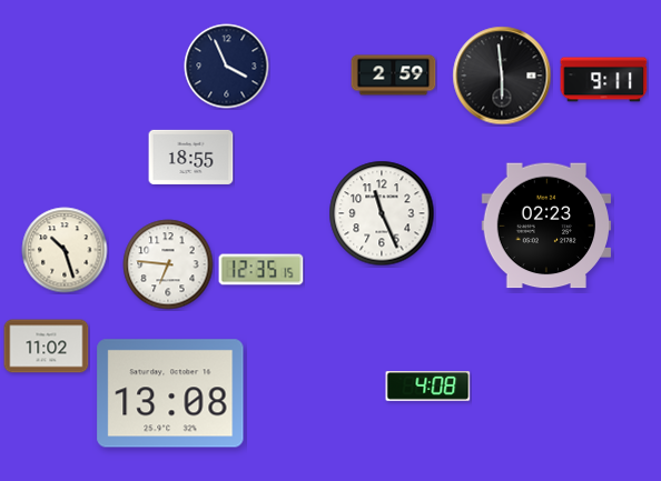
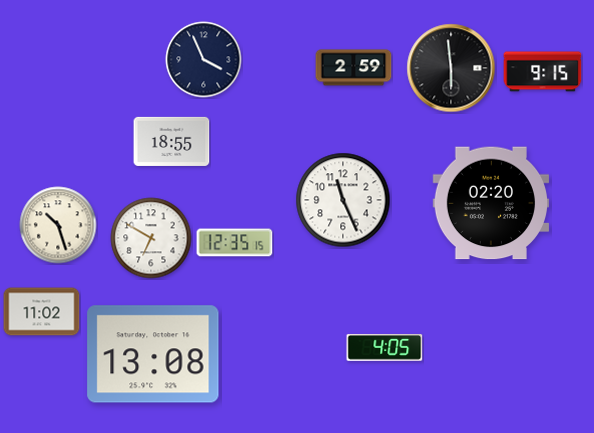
clock at (604, 80): 9:11 -> 9:15
clock at (382, 213) position: (382, 213) -> (343, 200)
clock at (546, 226): 02:23 -> 02:20
clock at (168, 264): 6:46 -> 6:50
clock at (428, 387): 4:08 -> 4:05
